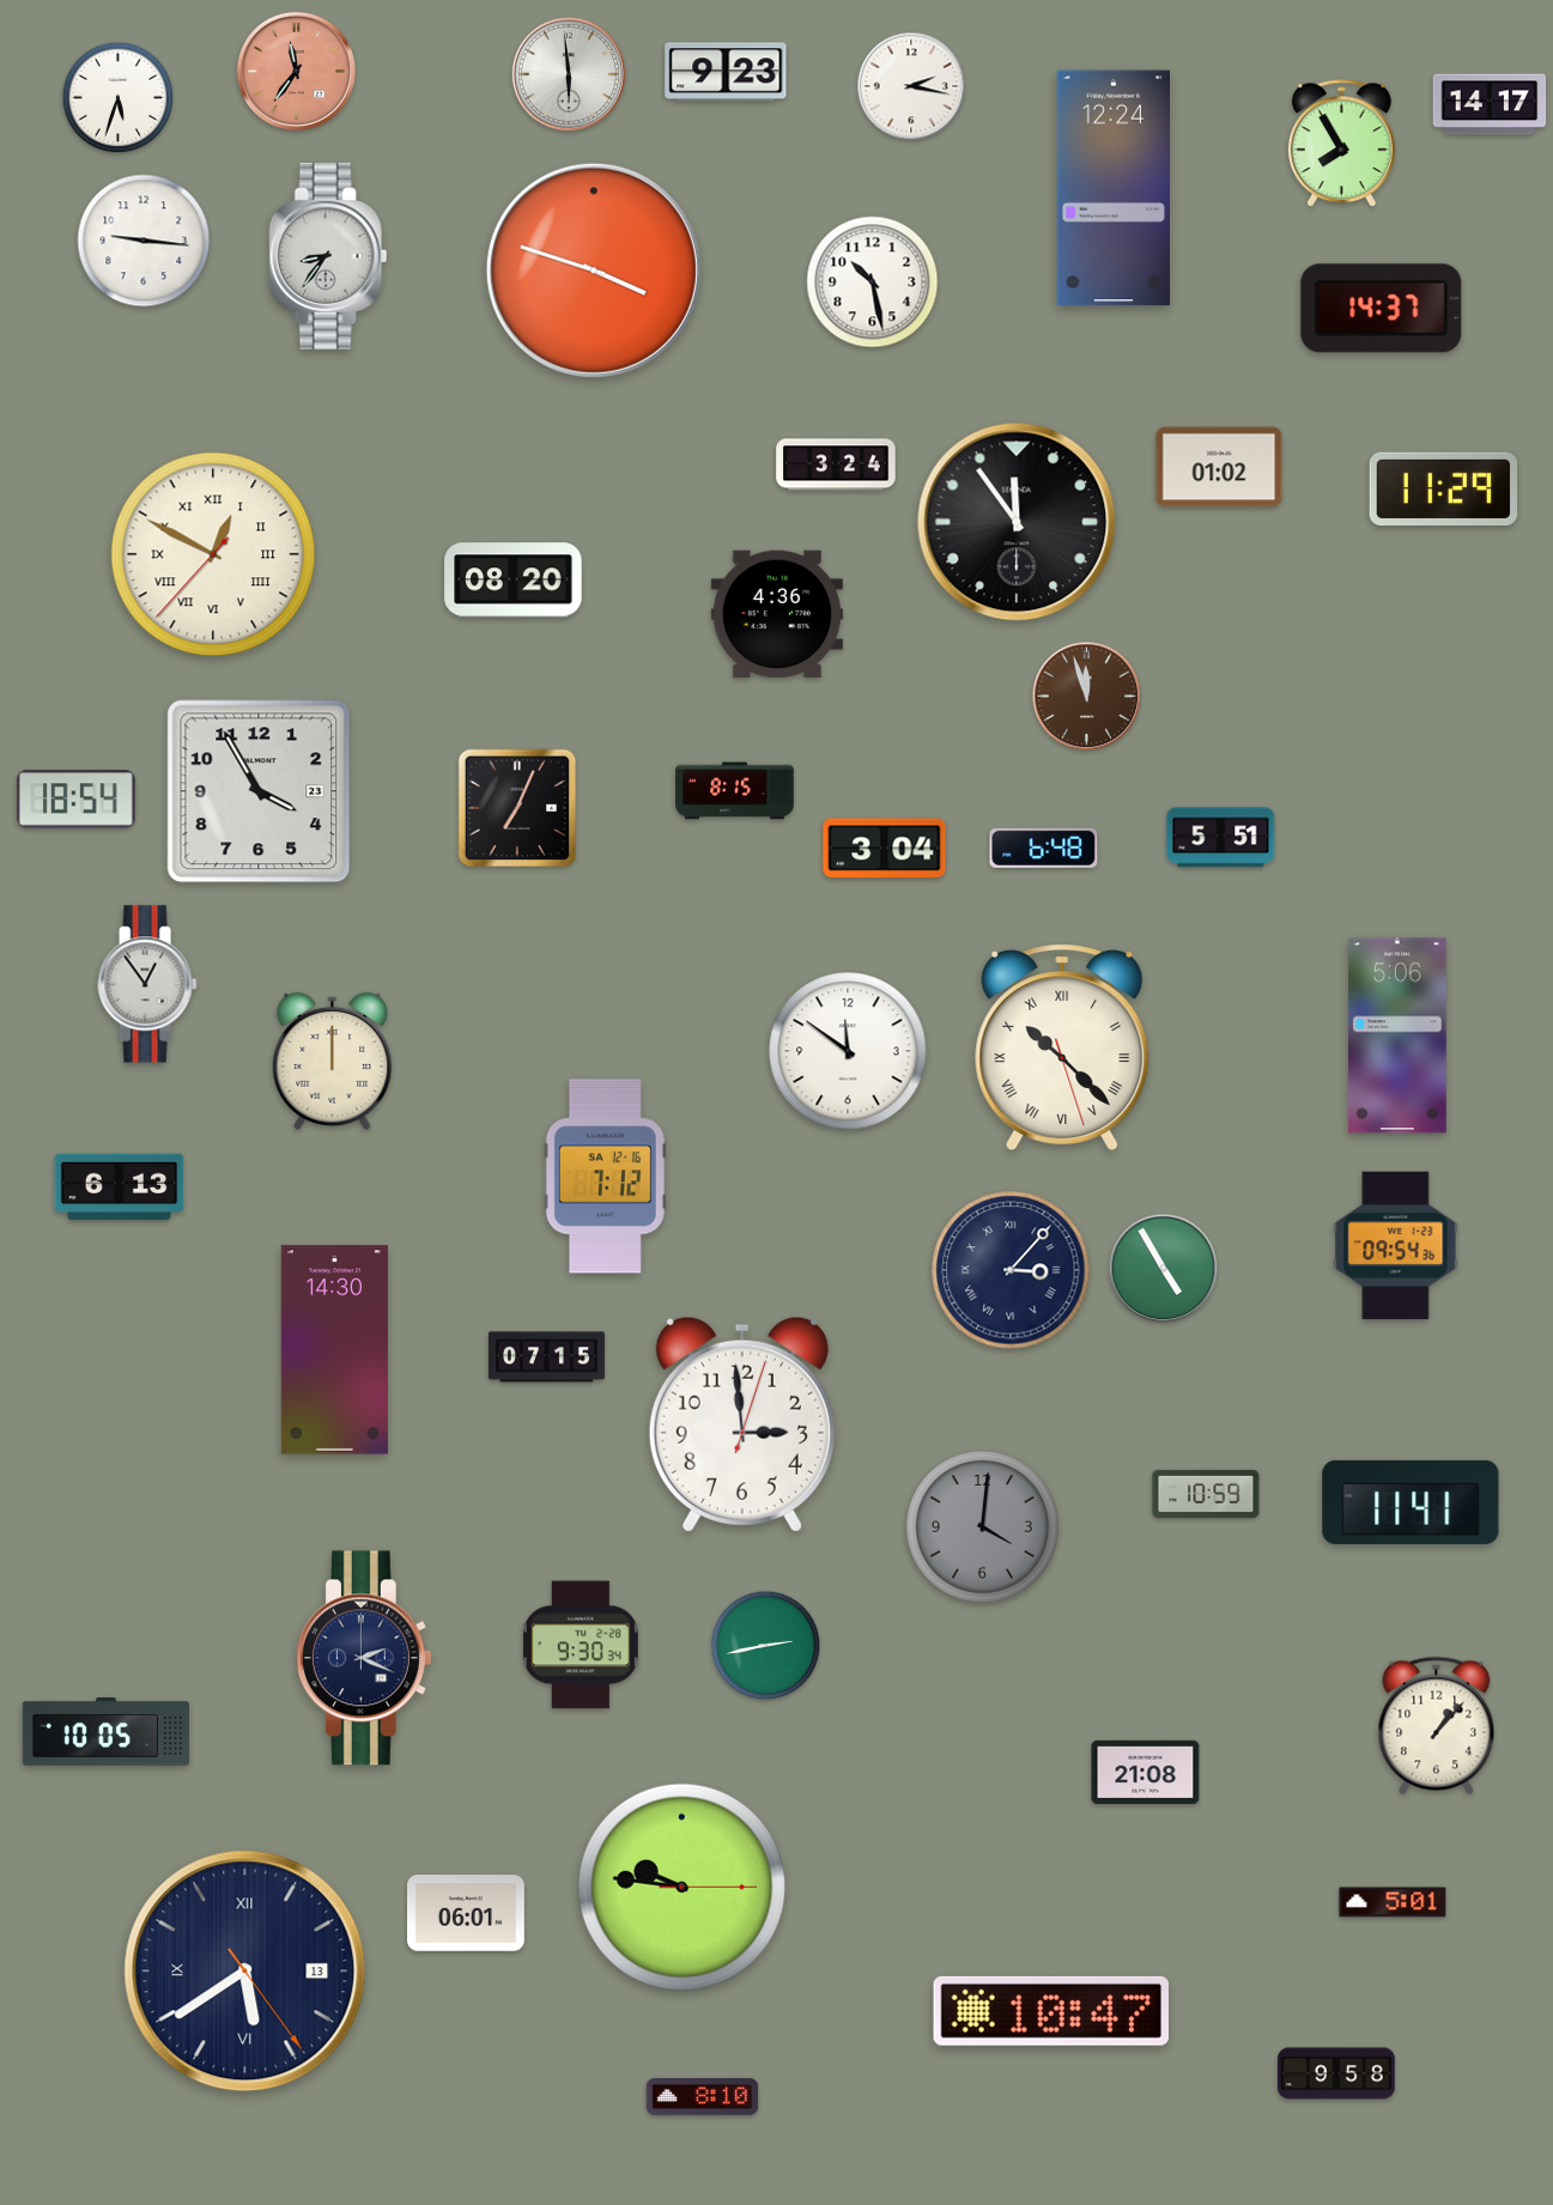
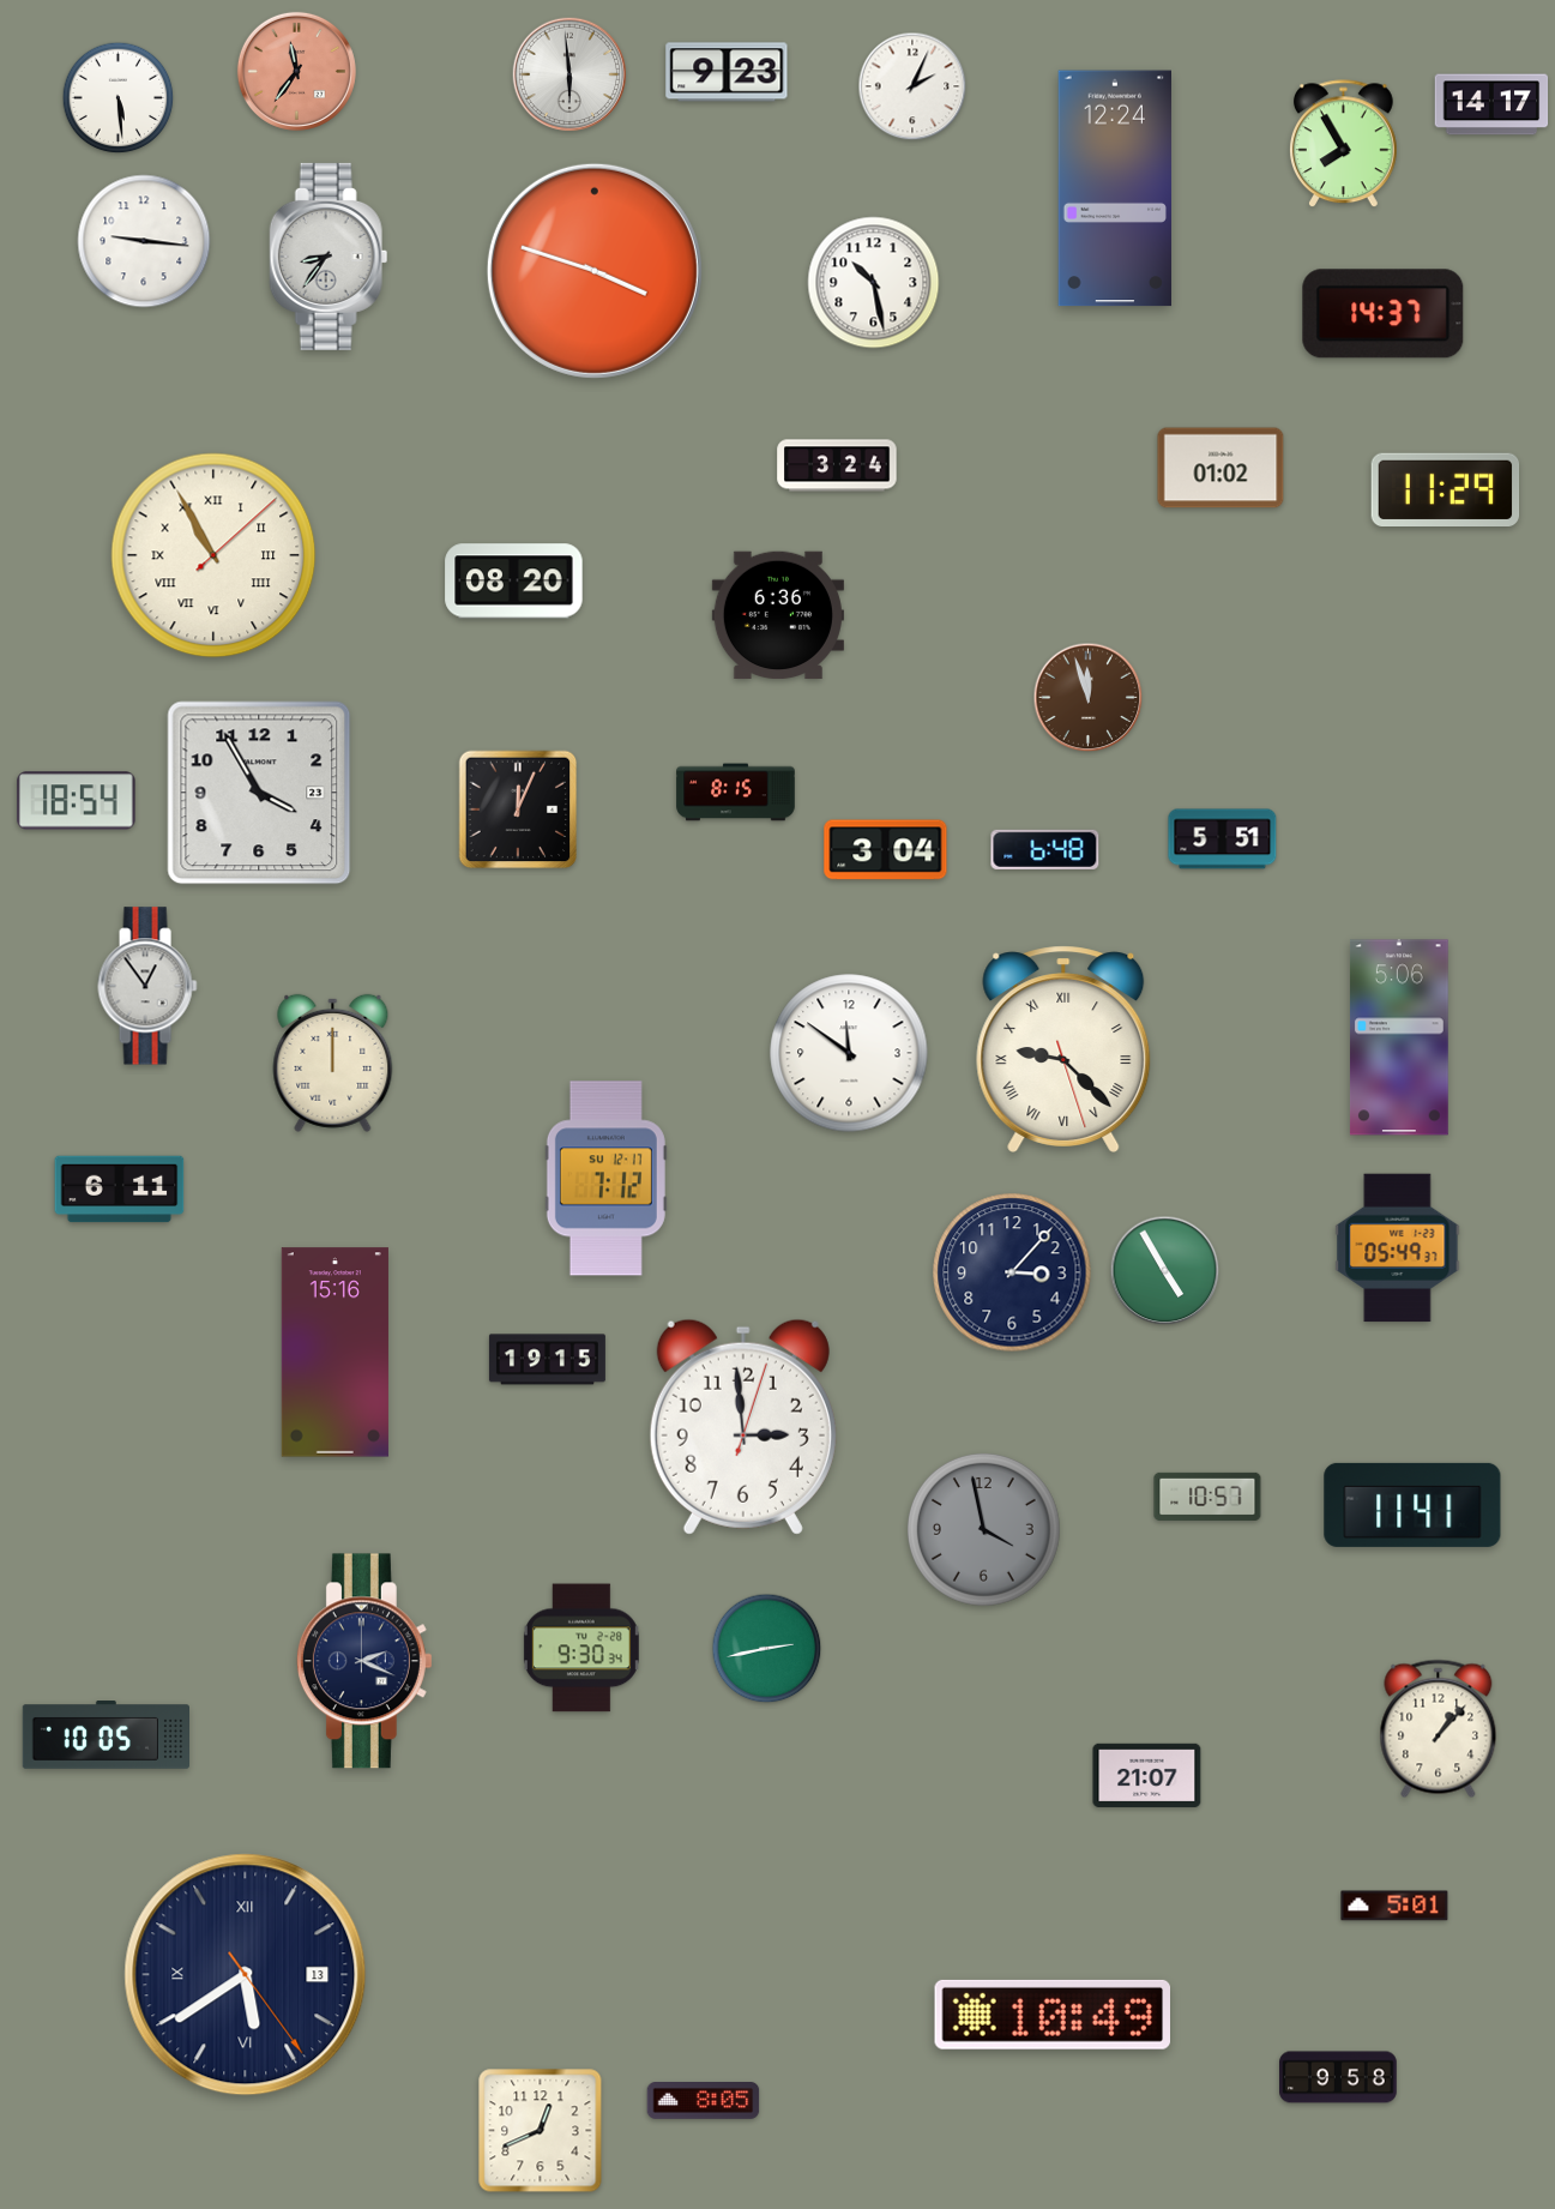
clock at (911, 86): 2:17 -> 2:04
clock at (119, 98): 5:33 -> 5:29
clock at (1382, 309) position: (1382, 309) -> (1384, 314)
clock at (1017, 522): 11:54 -> none
clock at (213, 554): 12:49 -> 10:55
clock at (777, 614): 4:36 -> 6:36
clock at (517, 808): 7:04 -> 12:04
clock at (1062, 1047): 10:22 -> 9:22
clock at (605, 1177) date: SA 12-16 -> SU 12-17
clock at (120, 1187): 6:13 -> 6:11
clock at (1396, 1246): 09:54 -> 05:49
clock at (1011, 1270) numerals: Roman -> Arabic
clock at (334, 1350): 14:30 -> 15:16
clock at (546, 1357): 07:15 -> 19:15
clock at (1206, 1494): 10:59 -> 10:57
clock at (982, 1526): 4:01 -> 3:58
clock at (1146, 1772): 21:08 -> 21:07
clock at (683, 1888): 9:46 -> none
clock at (467, 1913): 06:01 -> none
clock at (1051, 2011): 10:47 -> 10:49
clock at (703, 2097): 8:10 -> 8:05
clock at (541, 2131): none -> 12:41
